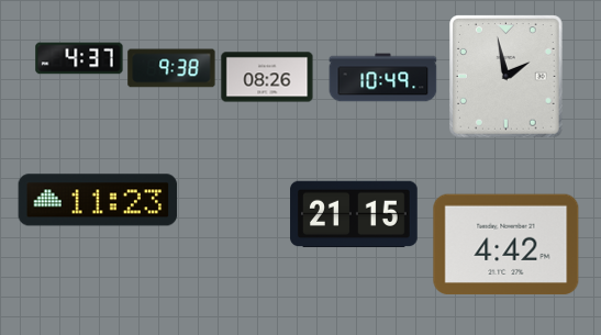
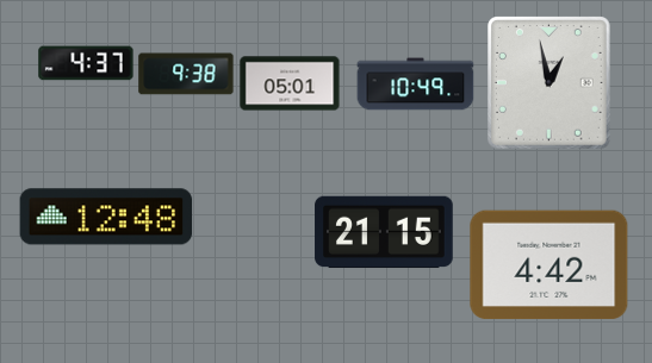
clock at (267, 77): 08:26 -> 05:01
clock at (507, 77): 1:58 -> 12:58
clock at (98, 200): 11:23 -> 12:48
